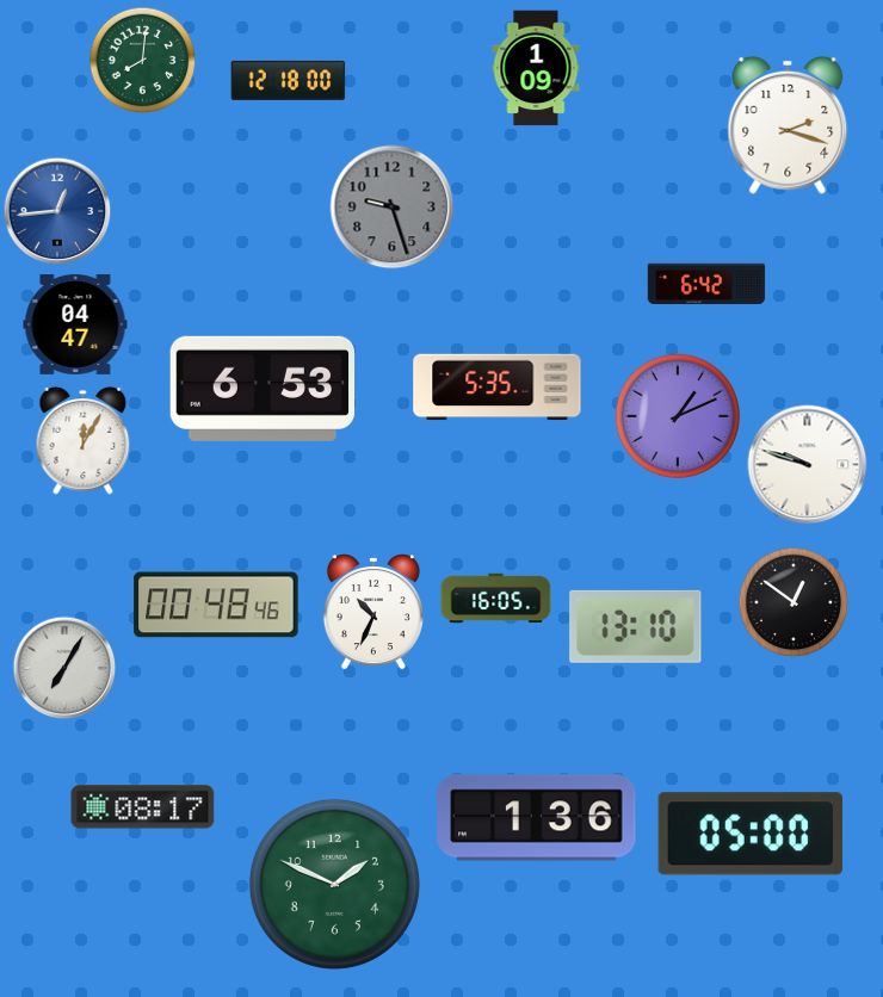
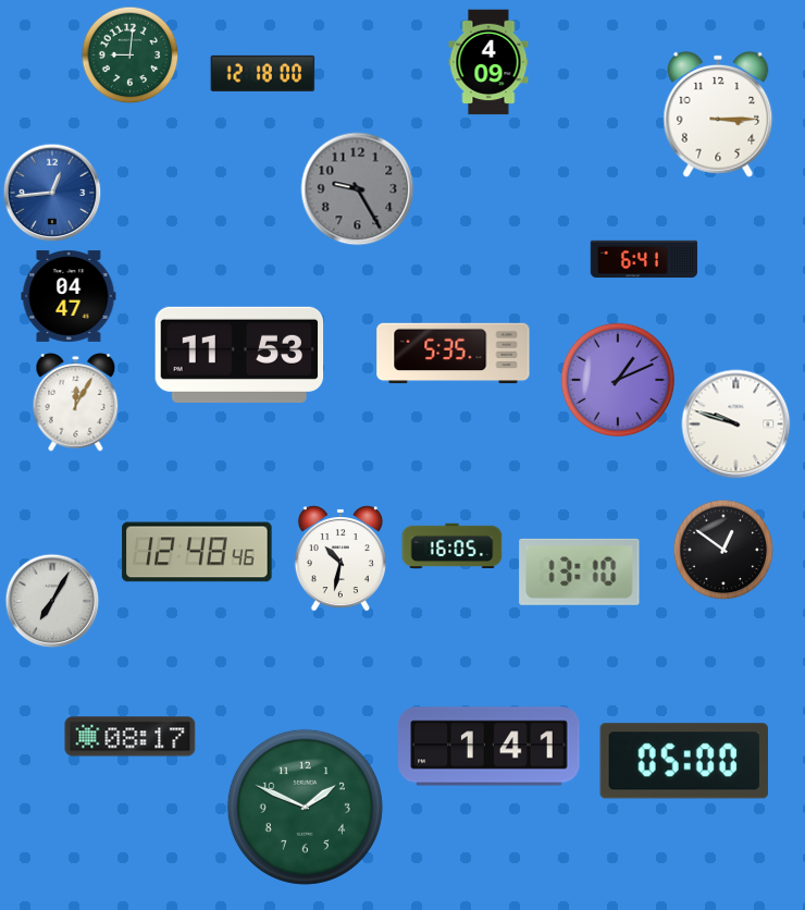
clock at (143, 61): 8:01 -> 9:01
clock at (536, 68): 1:09 -> 4:09
clock at (788, 125): 2:18 -> 3:15
clock at (393, 208): 9:27 -> 9:25
clock at (706, 284): 6:42 -> 6:41
clock at (263, 389): 6:53 -> 11:53
clock at (216, 605): 00:48 -> 12:48
clock at (373, 613): 10:34 -> 10:32
clock at (64, 668) position: (64, 668) -> (52, 601)
clock at (537, 818): 1:36 -> 1:41
